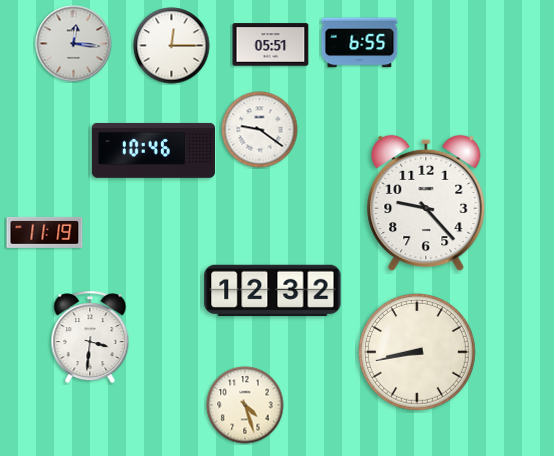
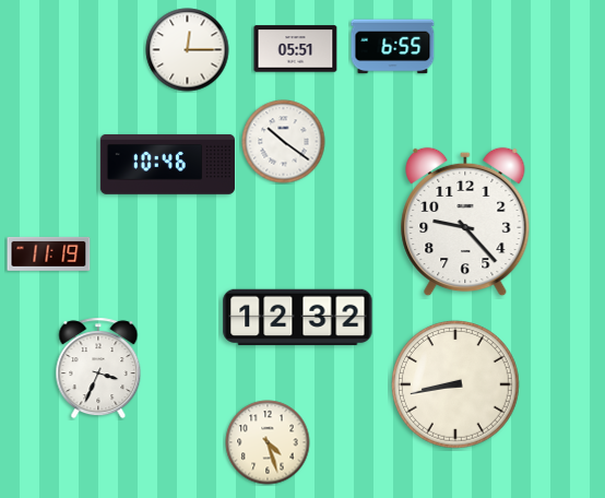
clock at (74, 44): 12:16 -> none
clock at (260, 130): 9:21 -> 10:21
clock at (90, 337): 3:31 -> 3:34
